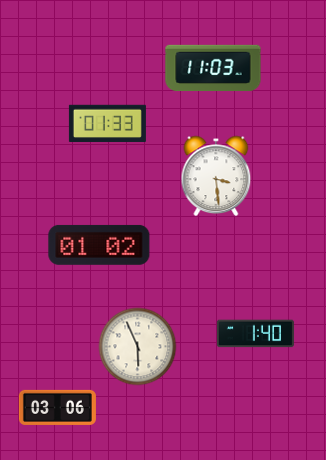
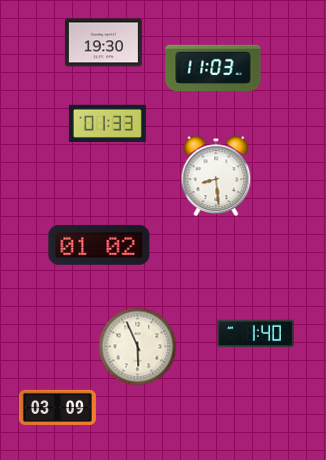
clock at (103, 43): none -> 19:30
clock at (216, 176): 3:29 -> 8:29
clock at (57, 407): 03:06 -> 03:09
